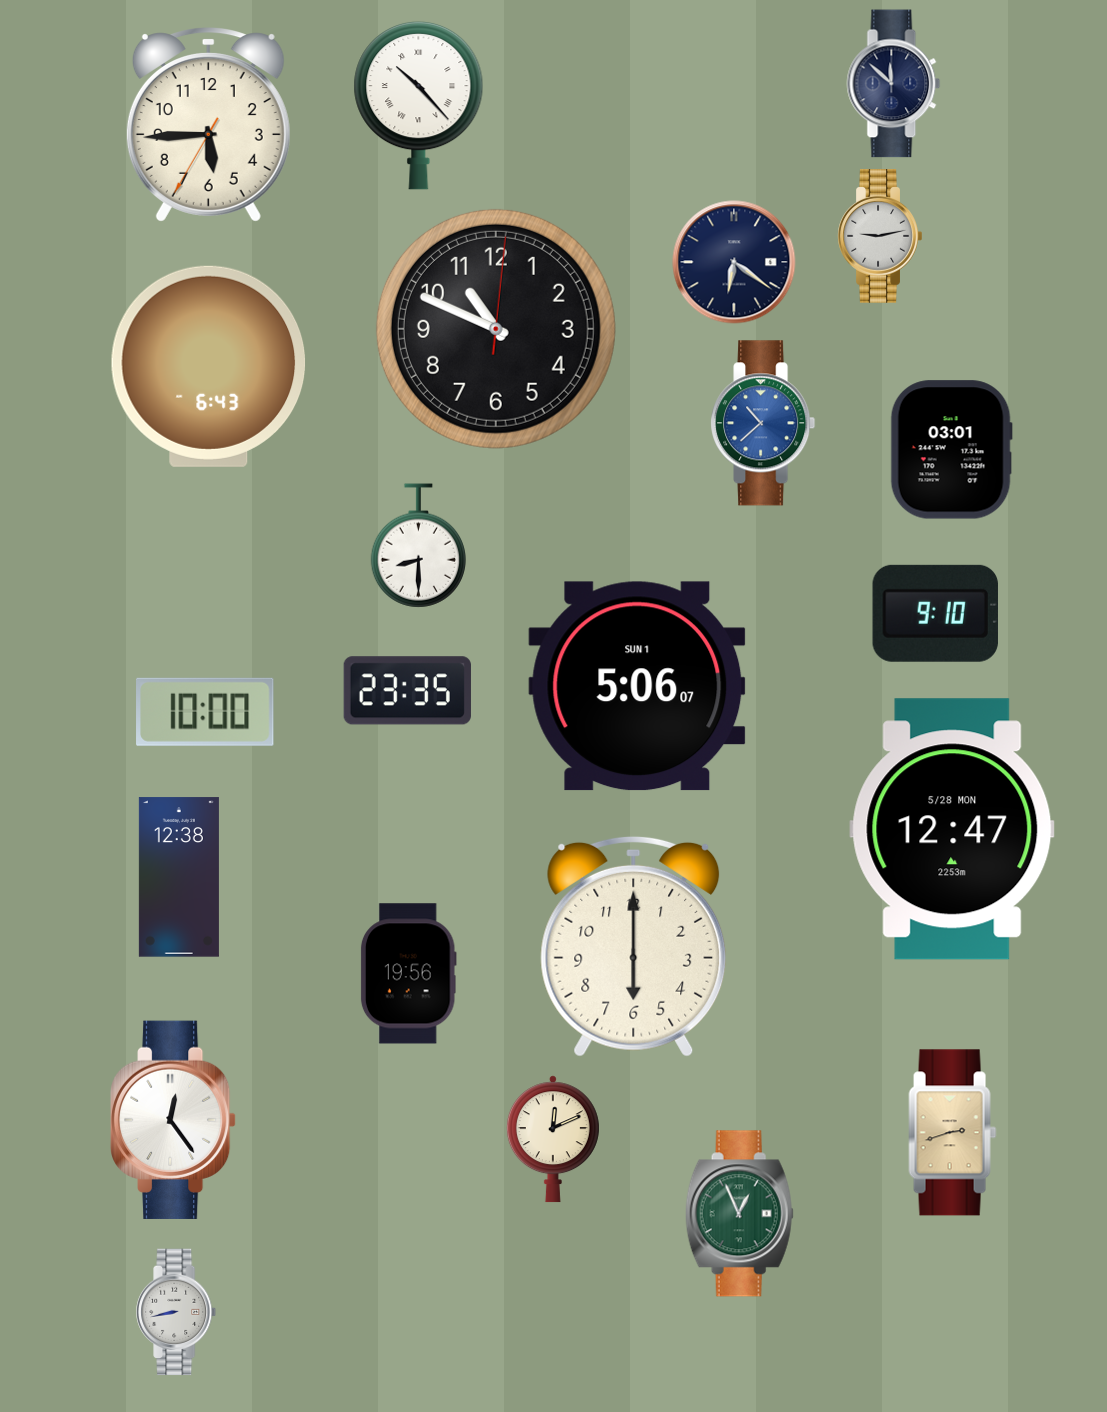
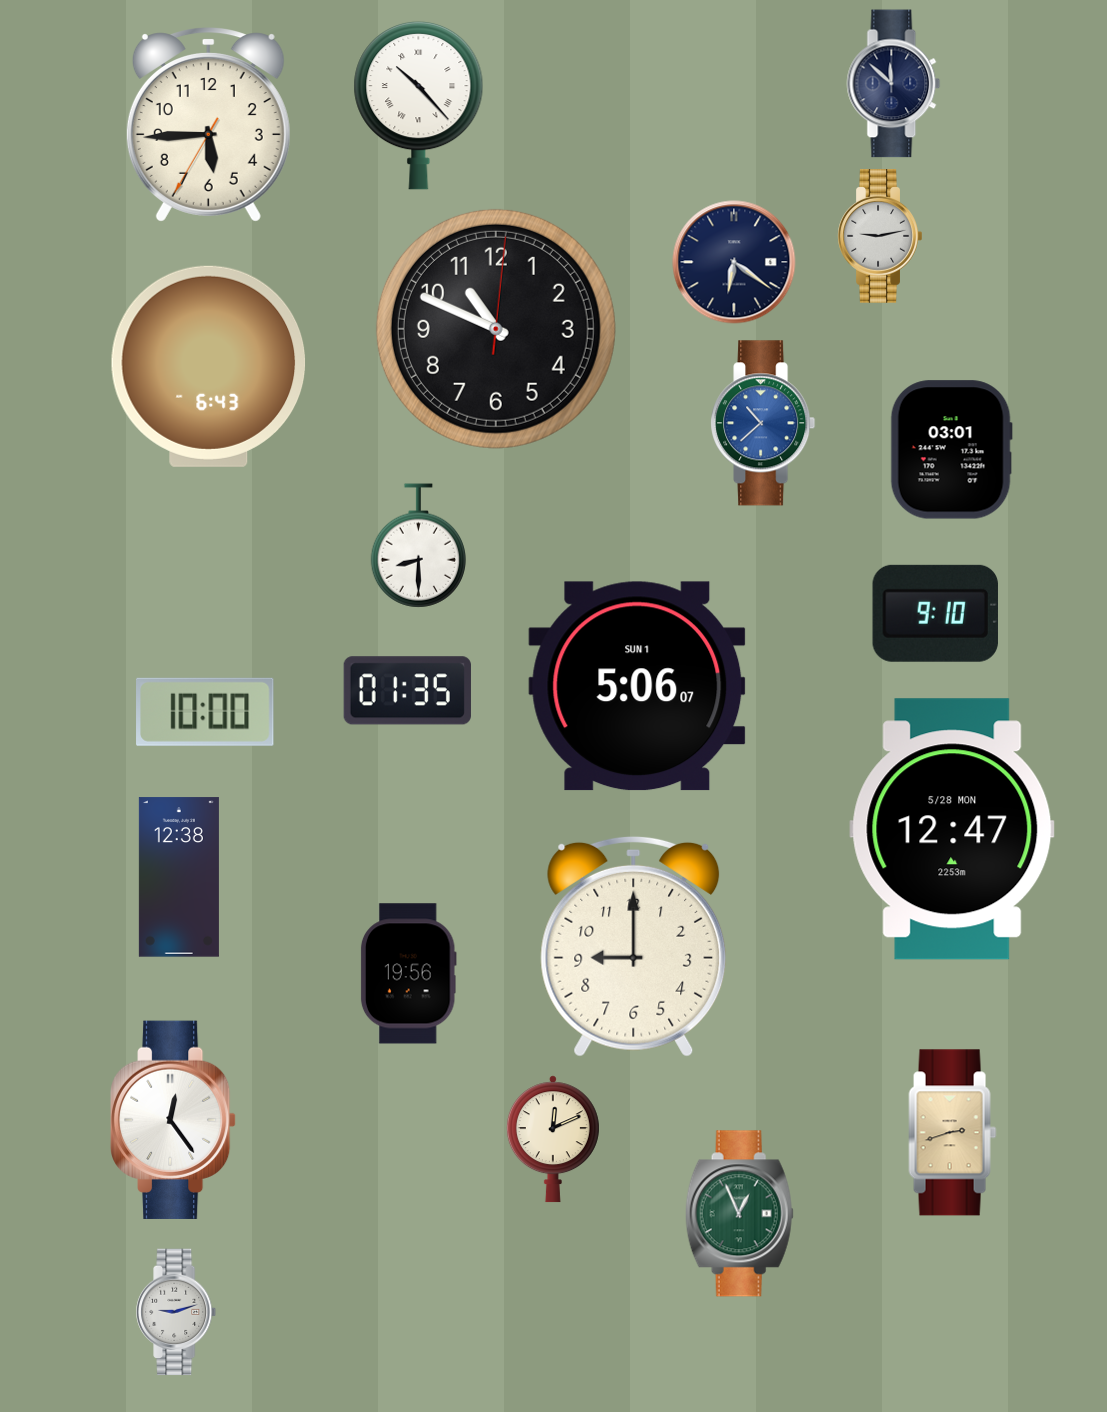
clock at (407, 691): 23:35 -> 01:35
clock at (634, 946): 6:00 -> 9:00
clock at (177, 1312): 8:43 -> 9:12
